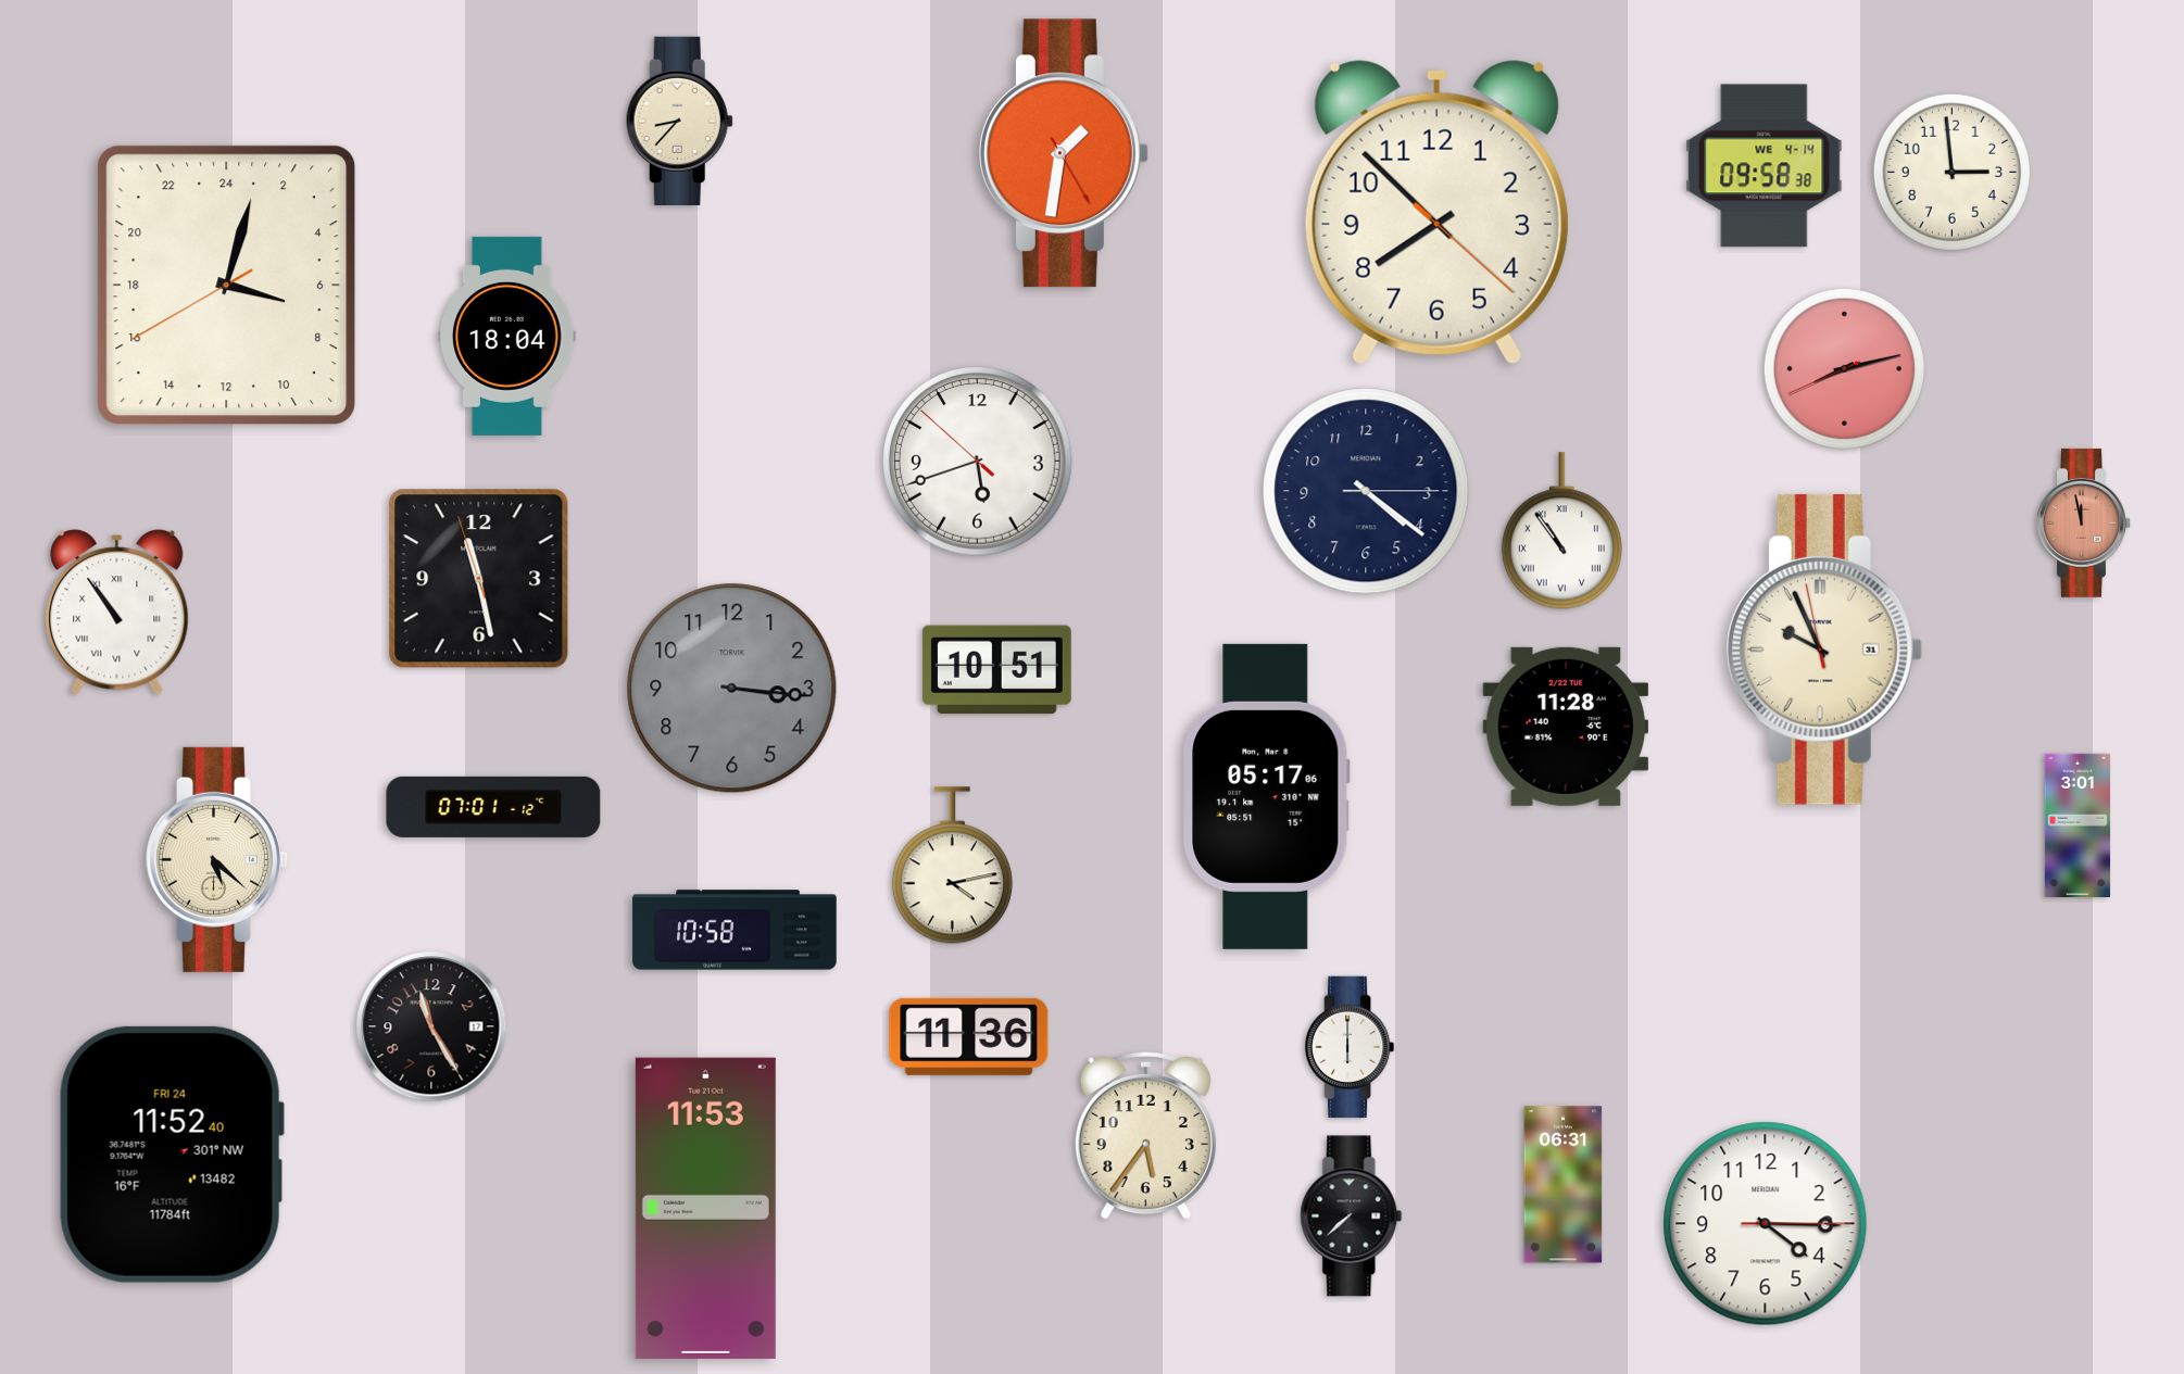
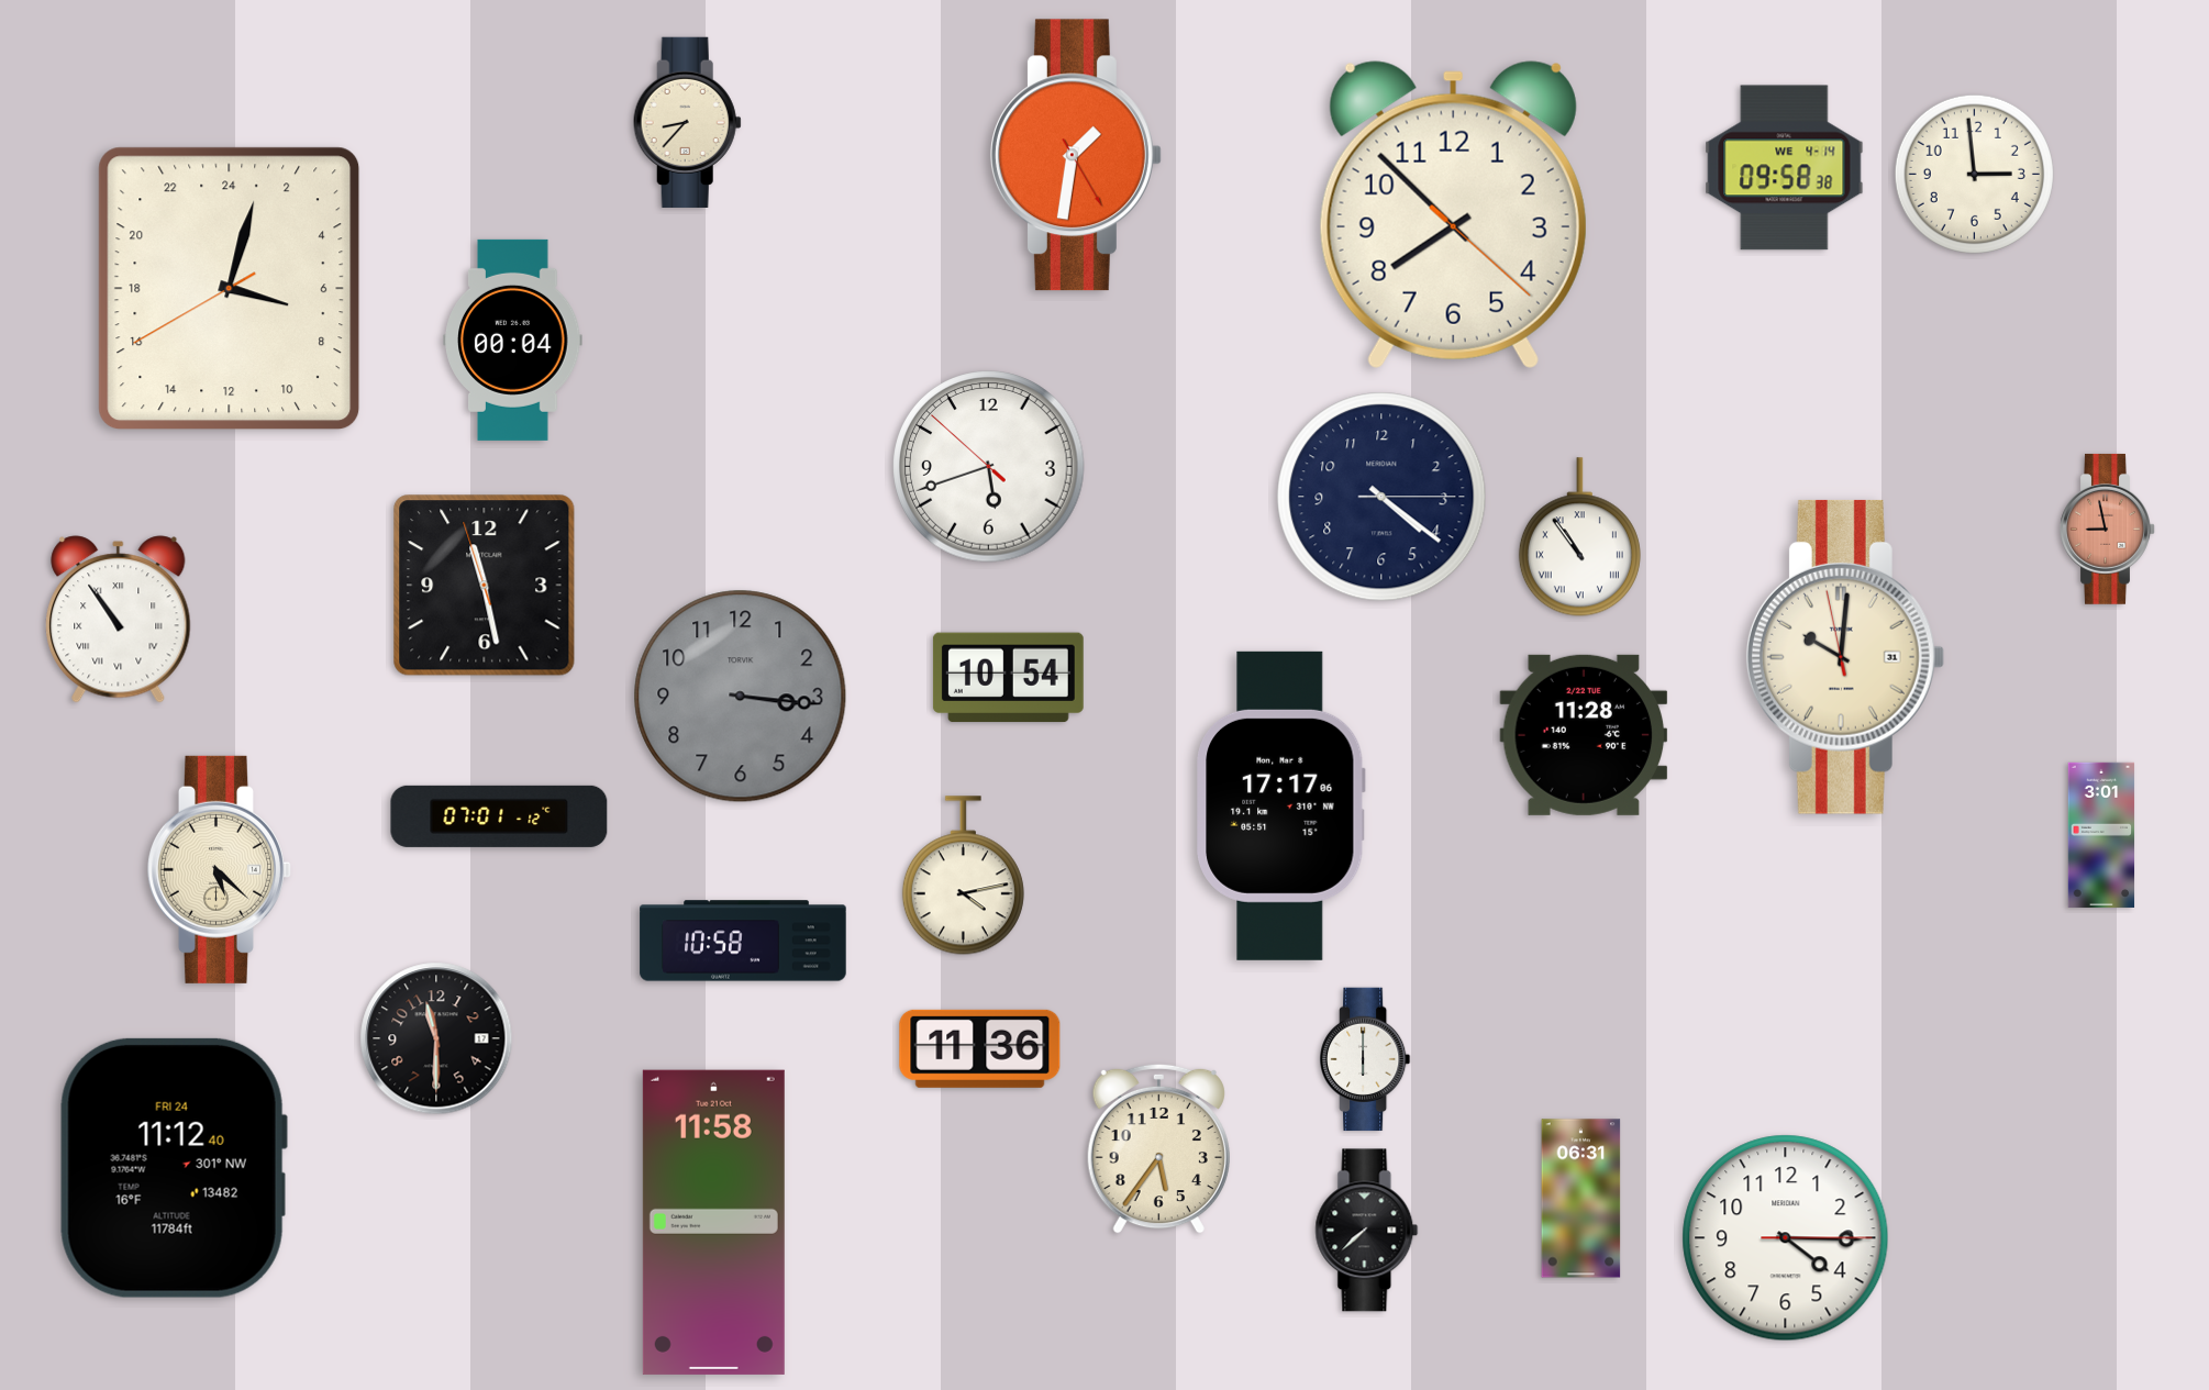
clock at (507, 336): 18:04 -> 00:04
clock at (1844, 368): 8:12 -> none
clock at (2084, 522): 11:58 -> 8:58
clock at (1823, 650): 9:55 -> 10:00
clock at (996, 670): 10:51 -> 10:54
clock at (1267, 796): 05:17 -> 17:17
clock at (431, 1026): 11:25 -> 11:30
clock at (172, 1155): 11:52 -> 11:12
clock at (705, 1208): 11:53 -> 11:58
